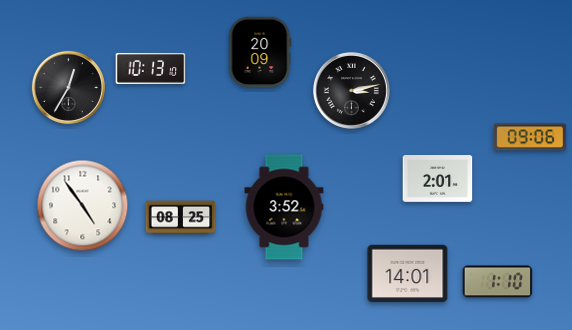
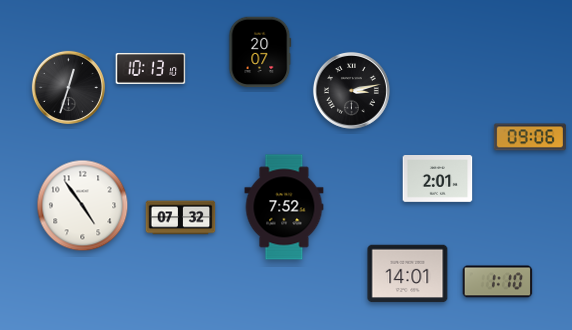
clock at (260, 52): 20:09 -> 20:07
clock at (68, 87): 12:35 -> 12:33
clock at (284, 207): 3:52 -> 7:52
clock at (181, 218): 08:25 -> 07:32
